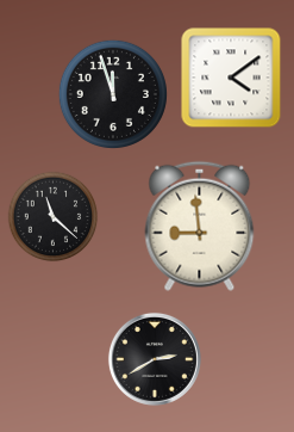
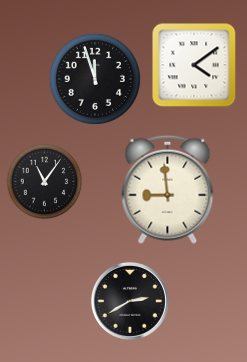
clock at (54, 217): 11:22 -> 11:06
